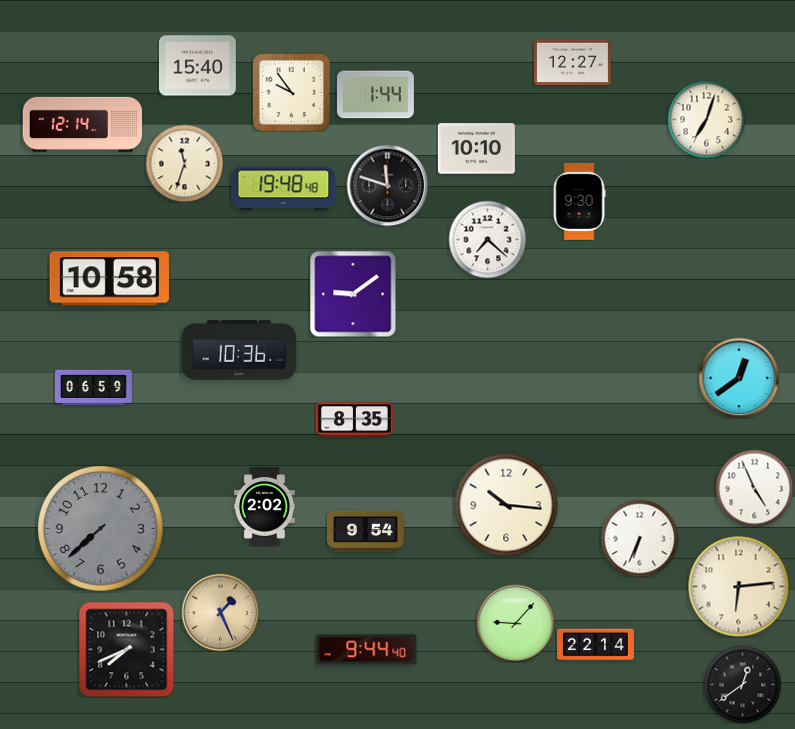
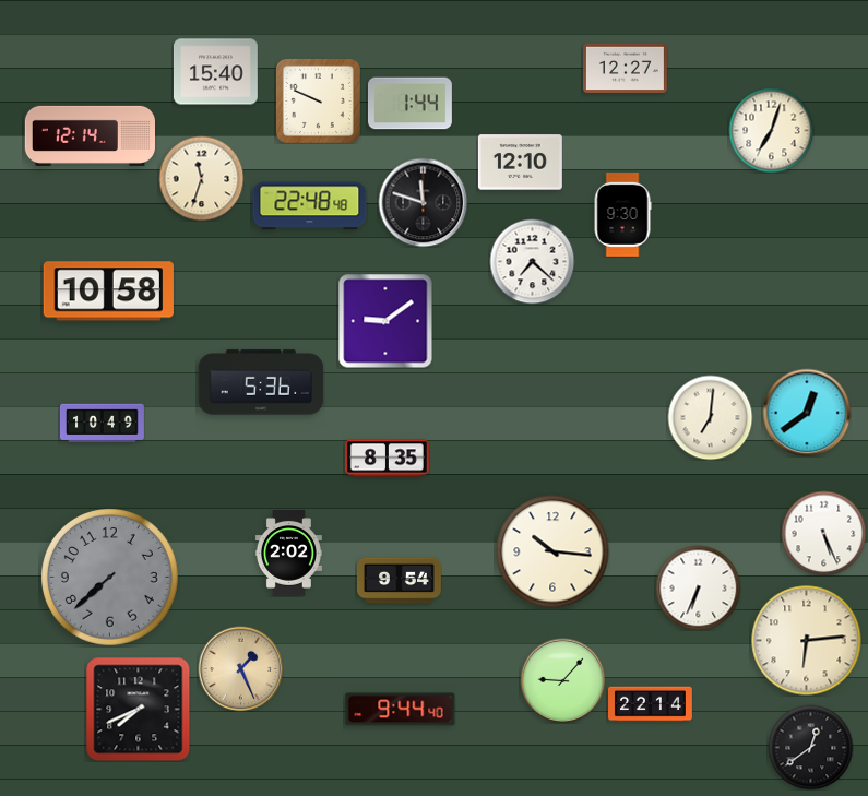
clock at (291, 92): 9:54 -> 9:49
clock at (476, 149): 10:10 -> 12:10
clock at (284, 189): 19:48 -> 22:48
clock at (579, 201) position: (579, 201) -> (622, 214)
clock at (109, 279) position: (109, 279) -> (108, 292)
clock at (239, 350): 10:36 -> 5:36
clock at (710, 417): none -> 7:01
clock at (93, 388): 06:59 -> 10:49
clock at (754, 488): 4:56 -> 5:26
